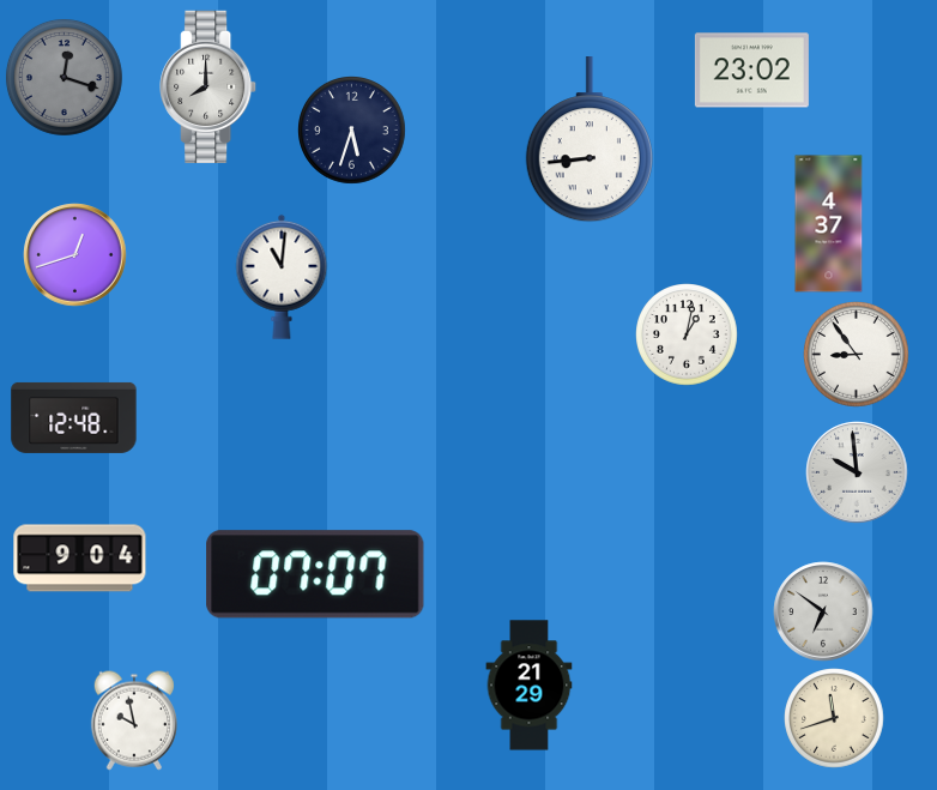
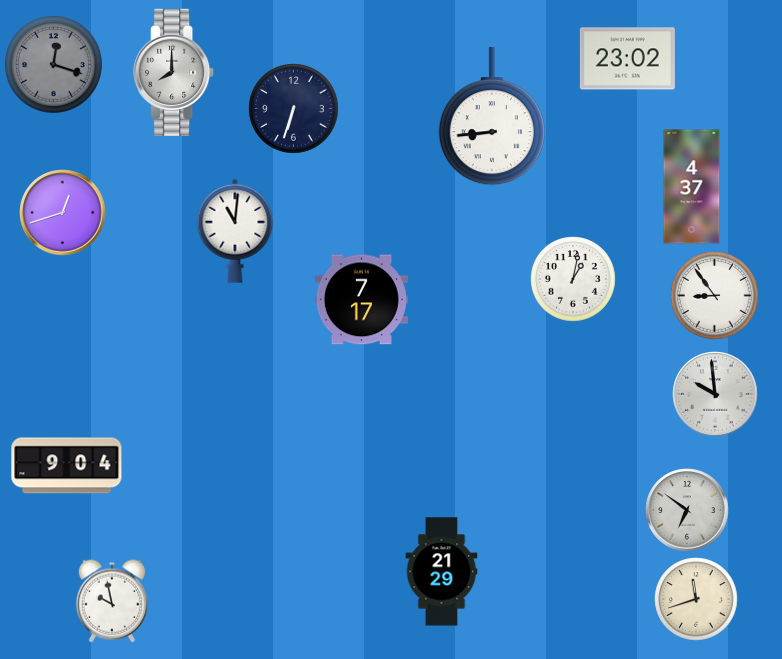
clock at (352, 131): 5:33 -> 6:33
clock at (361, 300): none -> 7:17
clock at (74, 417): 12:48 -> none
clock at (315, 574): 07:07 -> none
